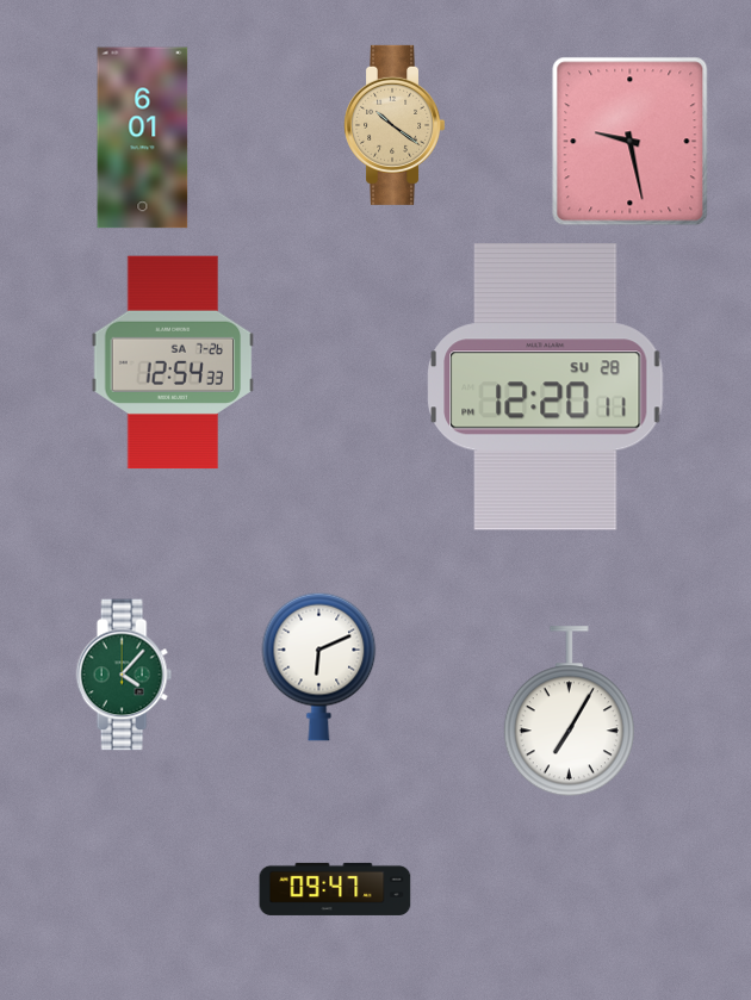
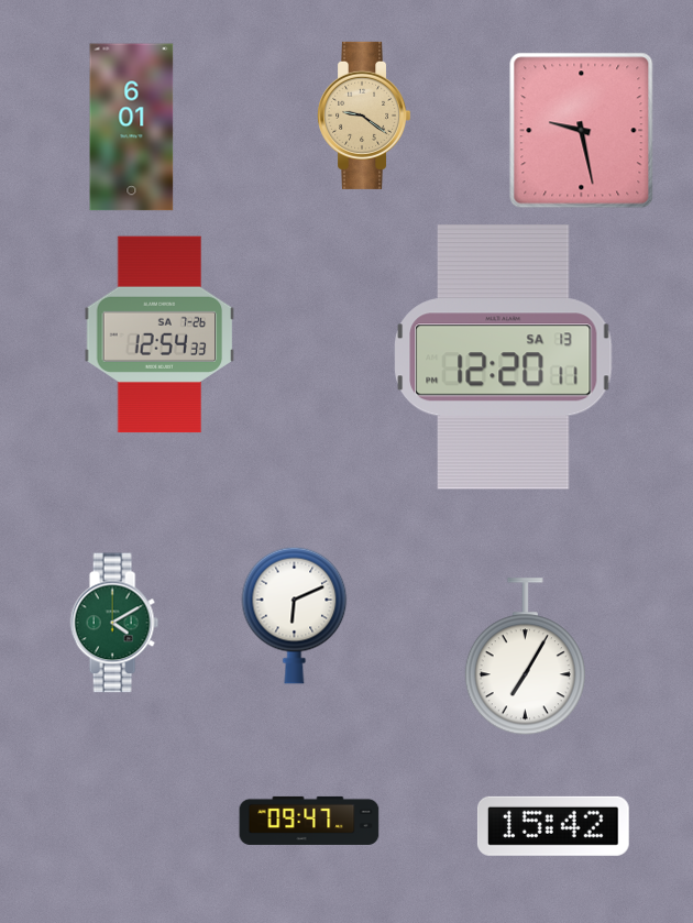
clock at (395, 125): 10:21 -> 9:21
clock at (546, 387) date: SU 28 -> SA 13
clock at (124, 675): 4:07 -> 4:10
clock at (553, 826): none -> 15:42
